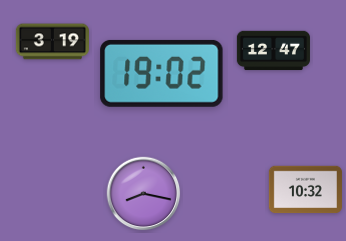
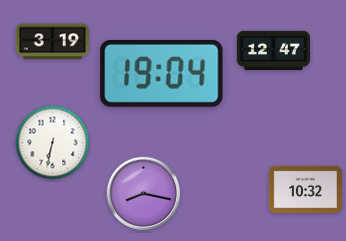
clock at (162, 73): 19:02 -> 19:04
clock at (53, 143): none -> 6:32
